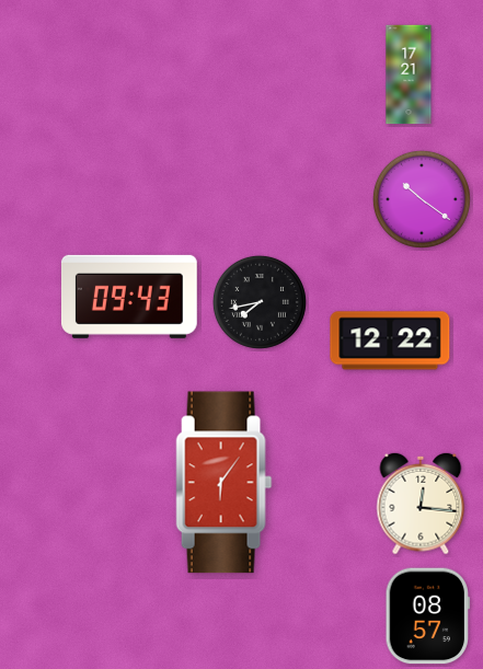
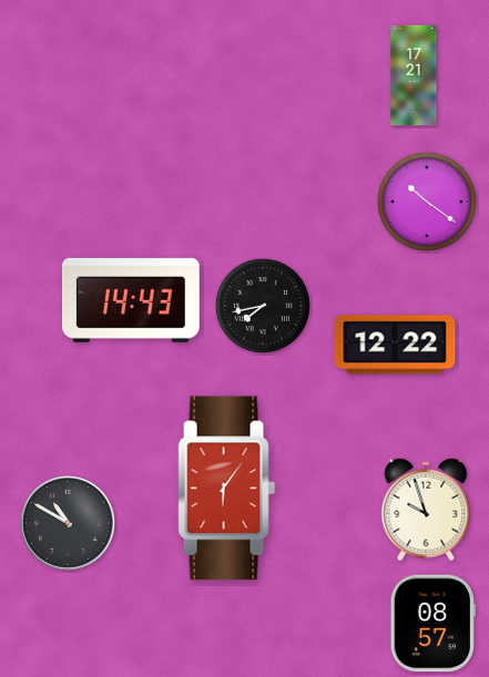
clock at (129, 297): 09:43 -> 14:43
clock at (421, 504): 12:16 -> 9:57
clock at (68, 523): none -> 10:50
